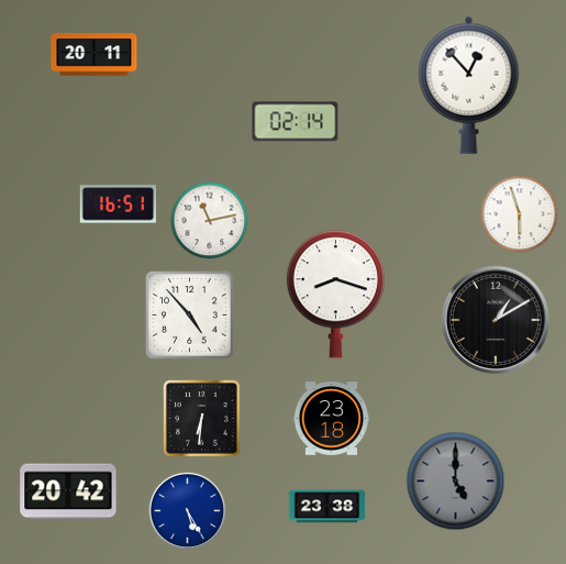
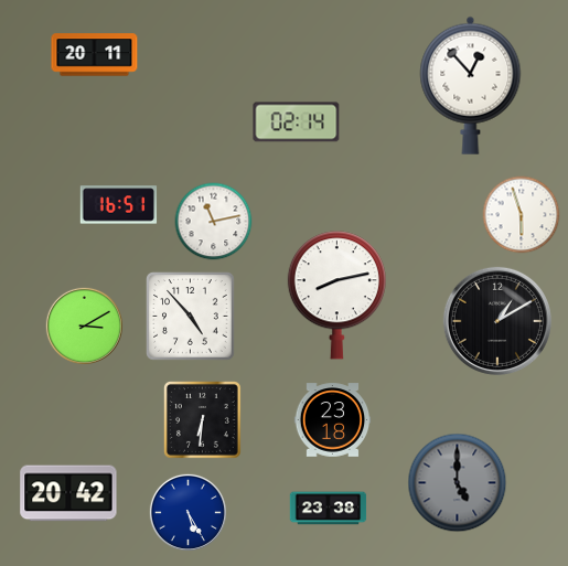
clock at (210, 221) position: (210, 221) -> (214, 222)
clock at (335, 295): 8:18 -> 8:13
clock at (84, 325): none -> 3:10
